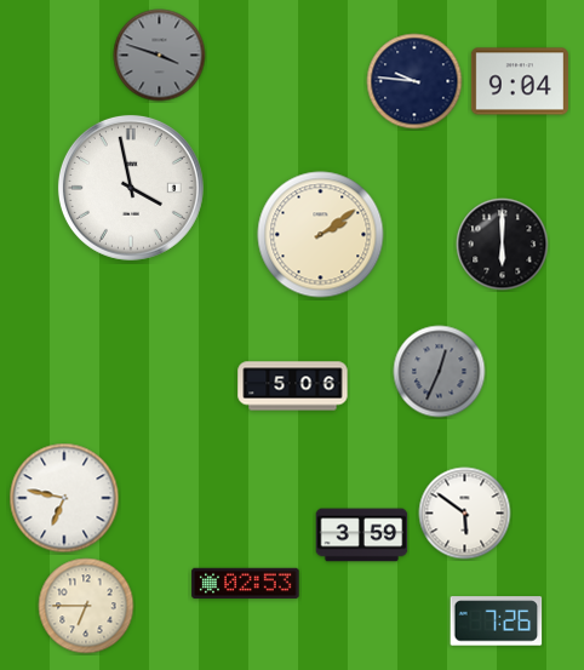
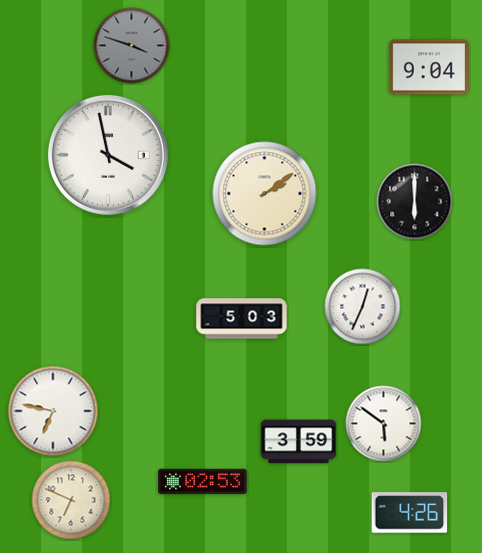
clock at (414, 81): 9:46 -> none
clock at (440, 372) dial: grey -> white
clock at (293, 386): 5:06 -> 5:03
clock at (86, 606): 6:45 -> 6:49
clock at (497, 622): 7:26 -> 4:26
